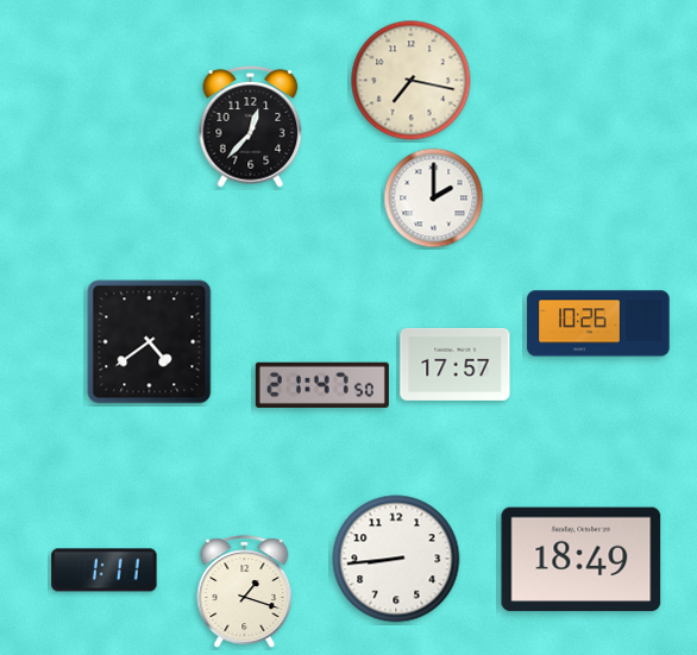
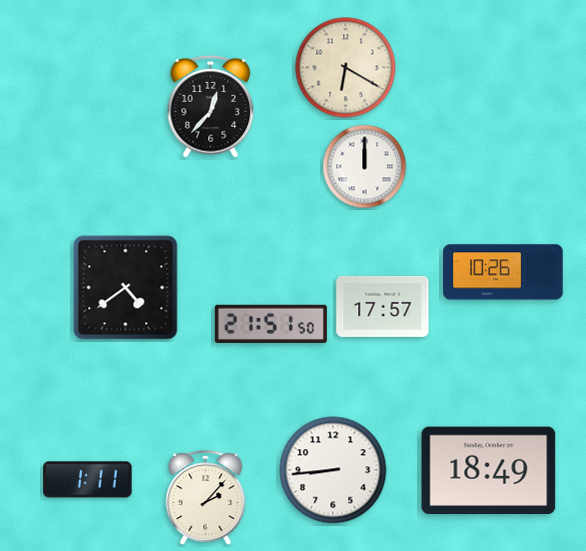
clock at (412, 81): 7:17 -> 6:20
clock at (434, 199): 2:00 -> 12:00
clock at (322, 385): 21:47 -> 21:51
clock at (245, 591): 1:18 -> 2:07
